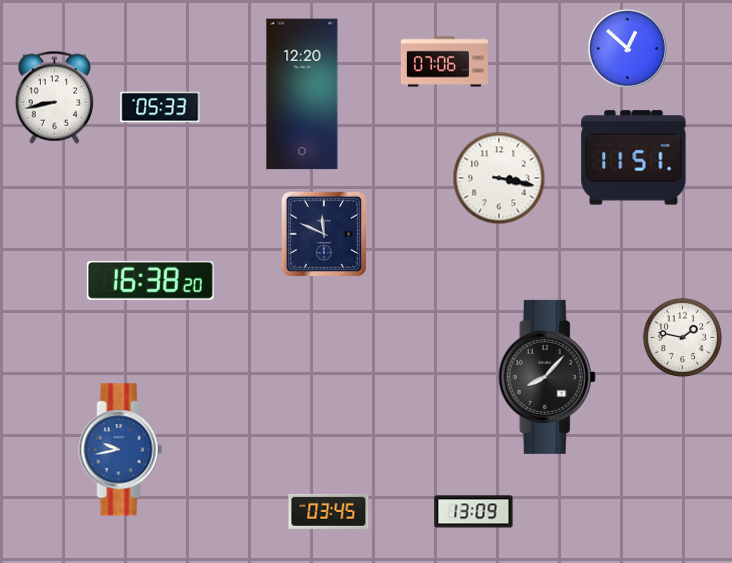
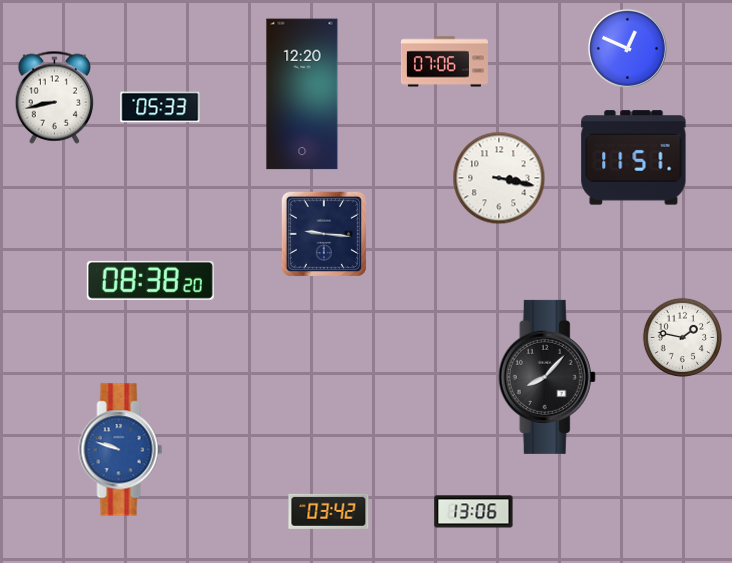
clock at (627, 48): 12:52 -> 12:49
clock at (323, 233): 11:49 -> 9:16
clock at (150, 280): 16:38 -> 08:38
clock at (121, 450): 9:43 -> 9:48
clock at (329, 511): 03:45 -> 03:42
clock at (474, 512): 13:09 -> 13:06
